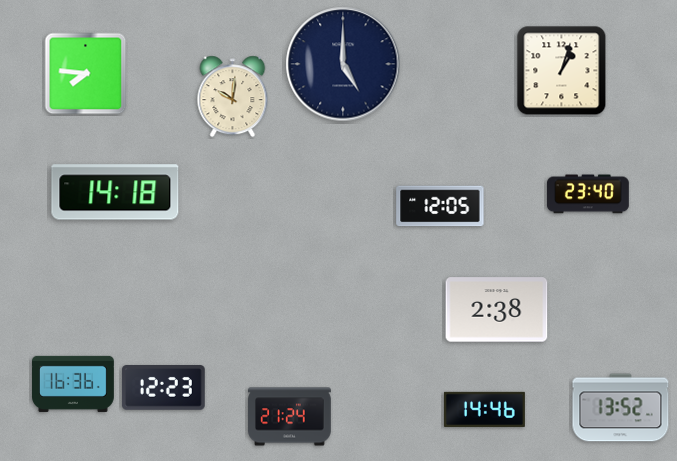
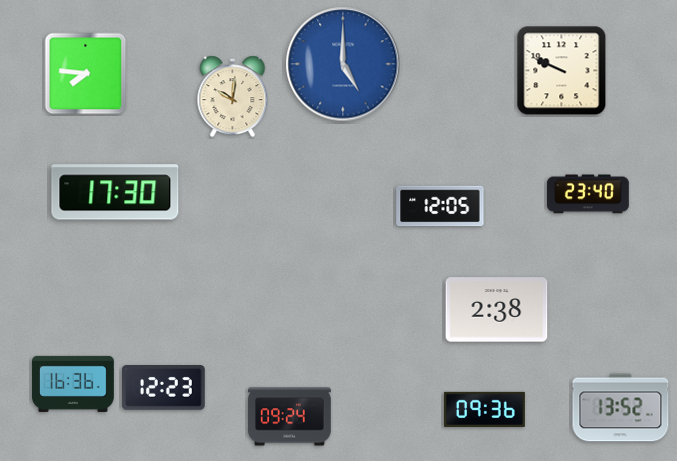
clock at (343, 64) dial: navy -> blue
clock at (562, 71): 1:03 -> 9:49
clock at (115, 192): 14:18 -> 17:30
clock at (484, 409): 14:46 -> 09:36
clock at (290, 417): 21:24 -> 09:24
